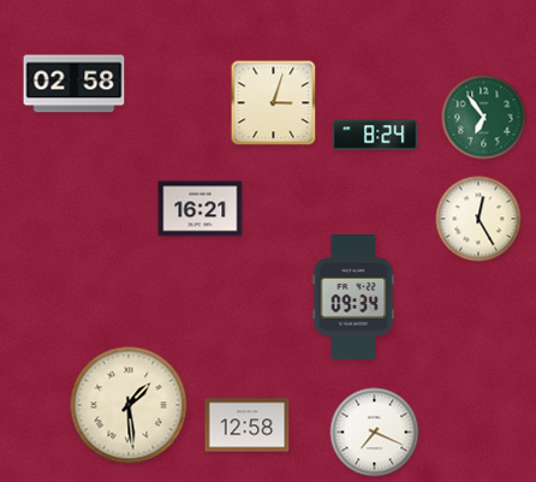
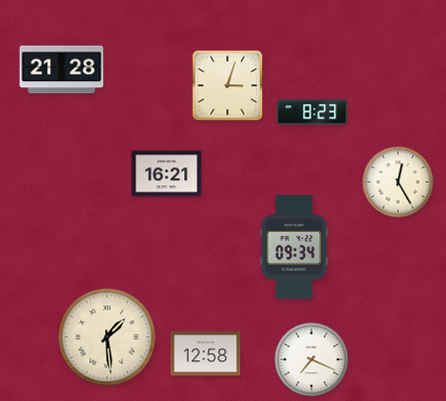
clock at (75, 84): 02:58 -> 21:28
clock at (484, 118): 6:54 -> none
clock at (375, 135): 8:24 -> 8:23
